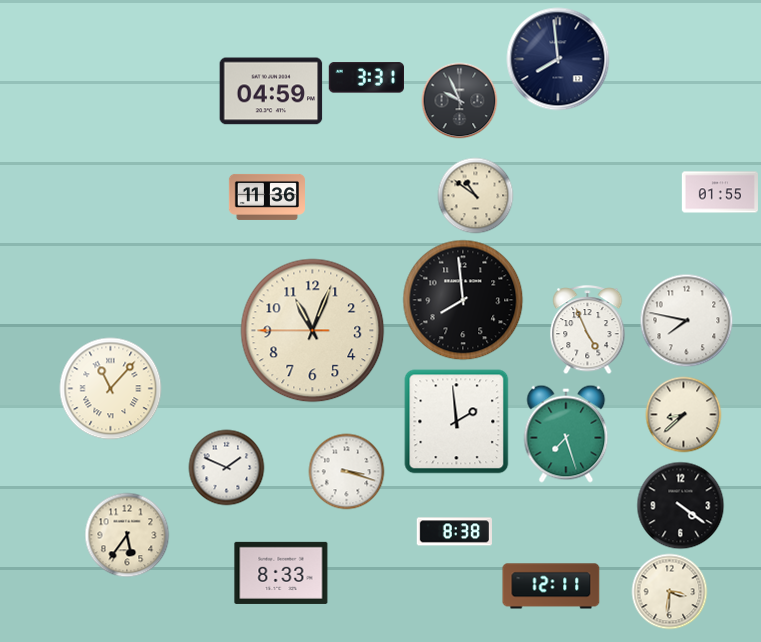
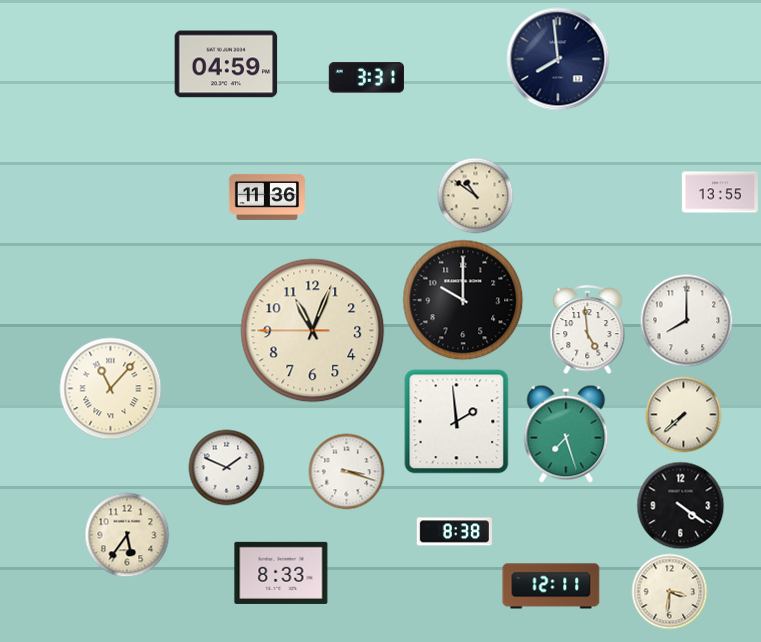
clock at (271, 91) position: (271, 91) -> (226, 64)
clock at (460, 101): 9:56 -> none
clock at (720, 192): 01:55 -> 13:55
clock at (463, 300): 7:59 -> 10:00
clock at (687, 321): 7:47 -> 8:00
clock at (588, 331): 4:56 -> 4:59
clock at (684, 415): 8:38 -> 7:38
